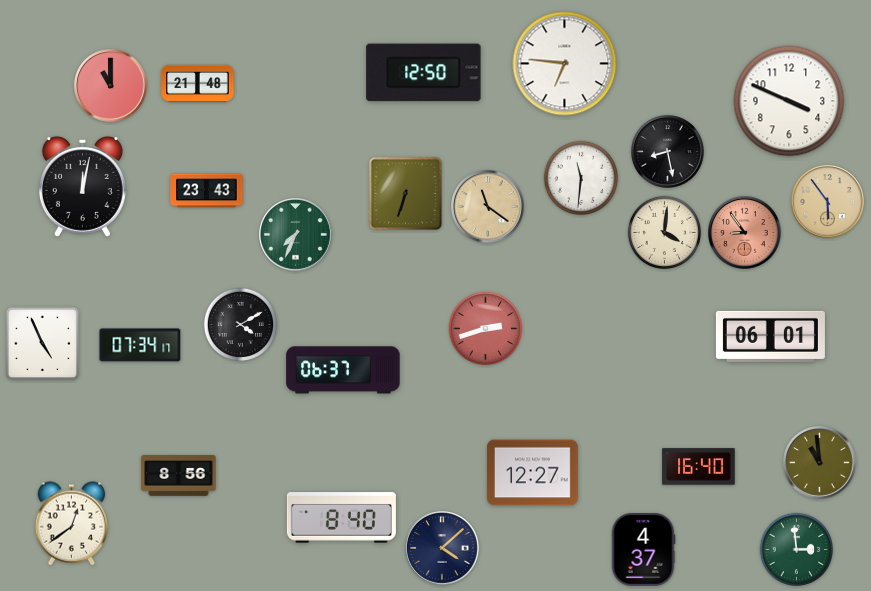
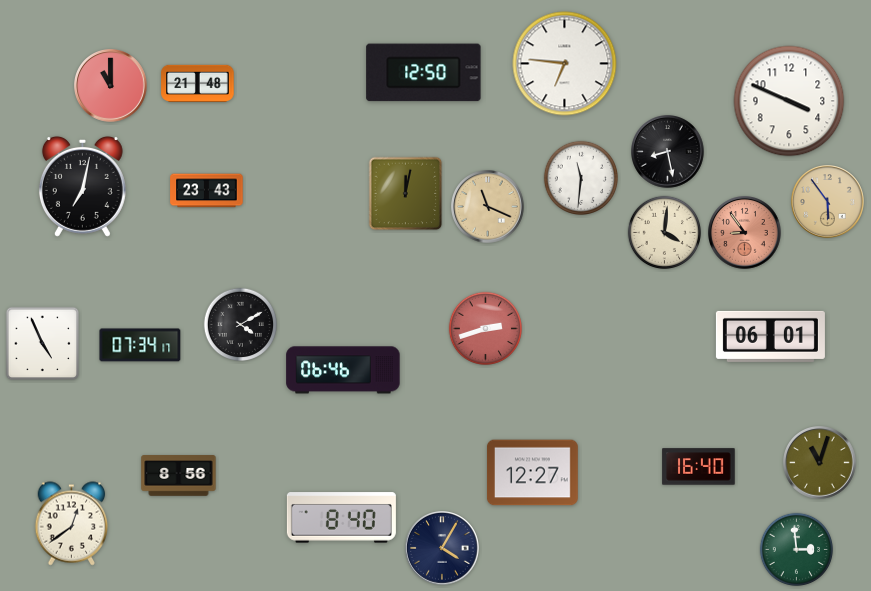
clock at (82, 186): 12:02 -> 7:02
clock at (406, 194): 6:33 -> 12:02
clock at (488, 207): 11:21 -> 11:19
clock at (296, 235): 7:34 -> none
clock at (343, 370): 06:37 -> 06:46
clock at (820, 463): 10:59 -> 11:03
clock at (443, 549): 4:08 -> 4:05
clock at (643, 550): 4:37 -> none
